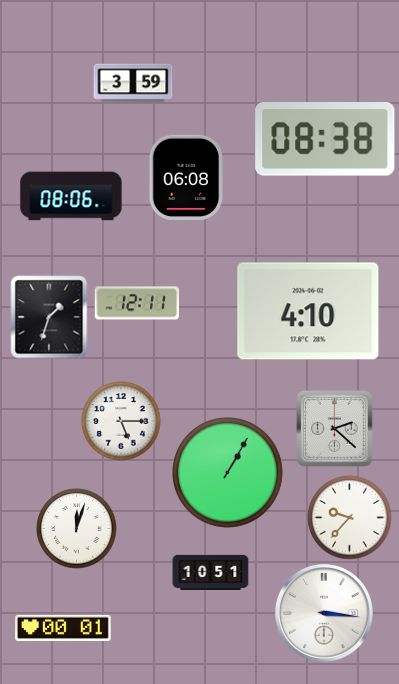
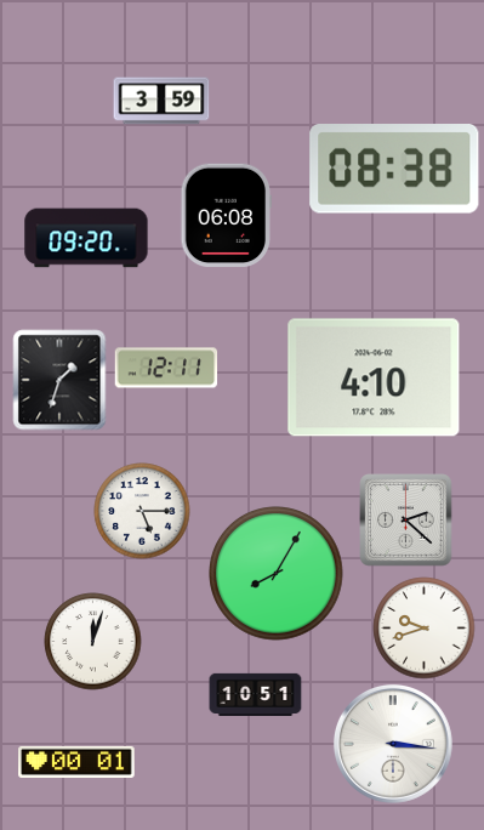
clock at (71, 196): 08:06 -> 09:20
clock at (49, 317) position: (49, 317) -> (59, 380)
clock at (121, 421) position: (121, 421) -> (142, 511)
clock at (228, 473): 1:05 -> 8:05
clock at (350, 518): 9:37 -> 9:42
